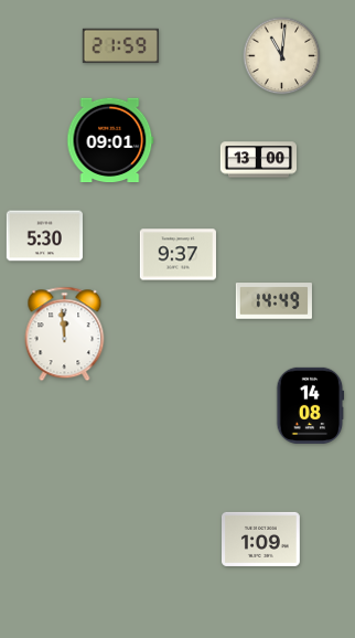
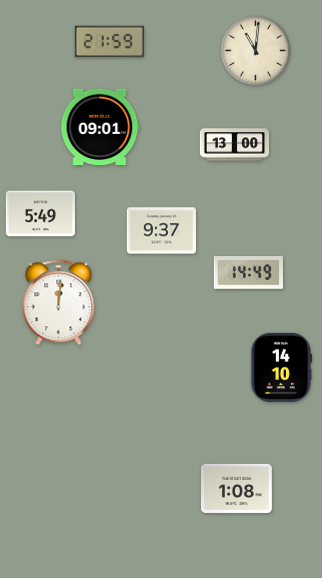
clock at (44, 236): 5:30 -> 5:49
clock at (65, 334): 11:59 -> 12:01
clock at (311, 405): 14:08 -> 14:10
clock at (261, 539): 1:09 -> 1:08
